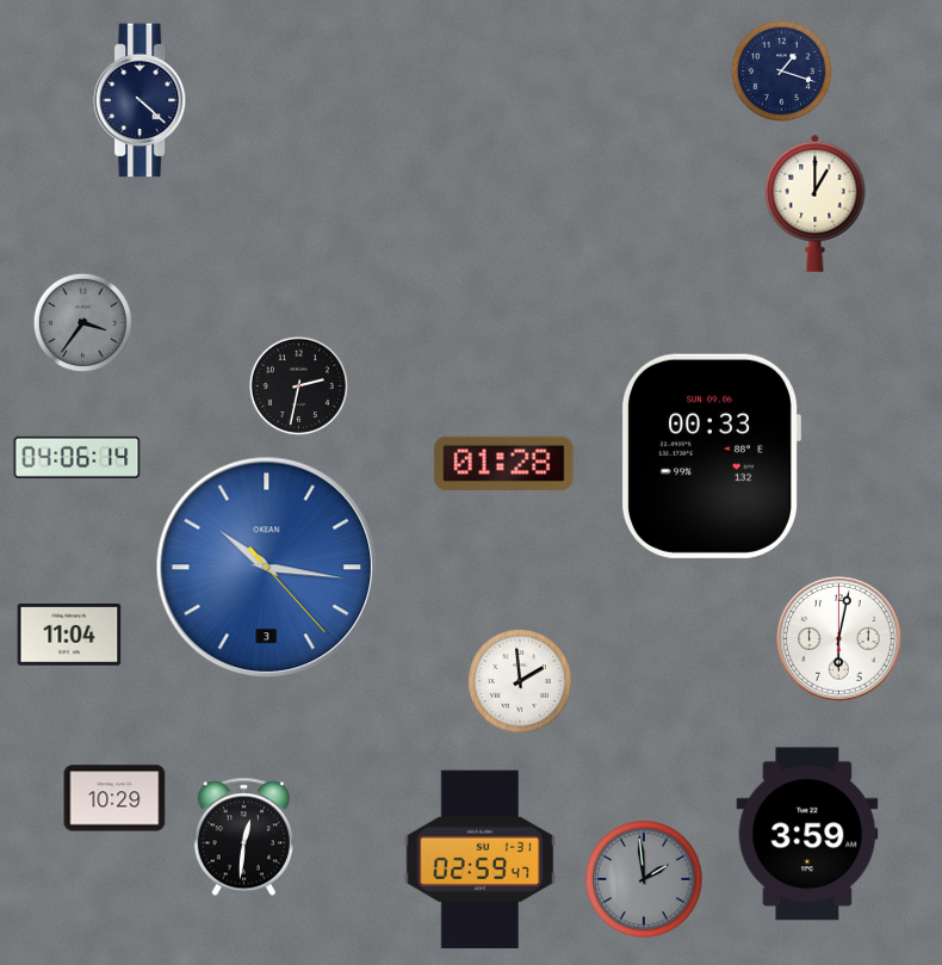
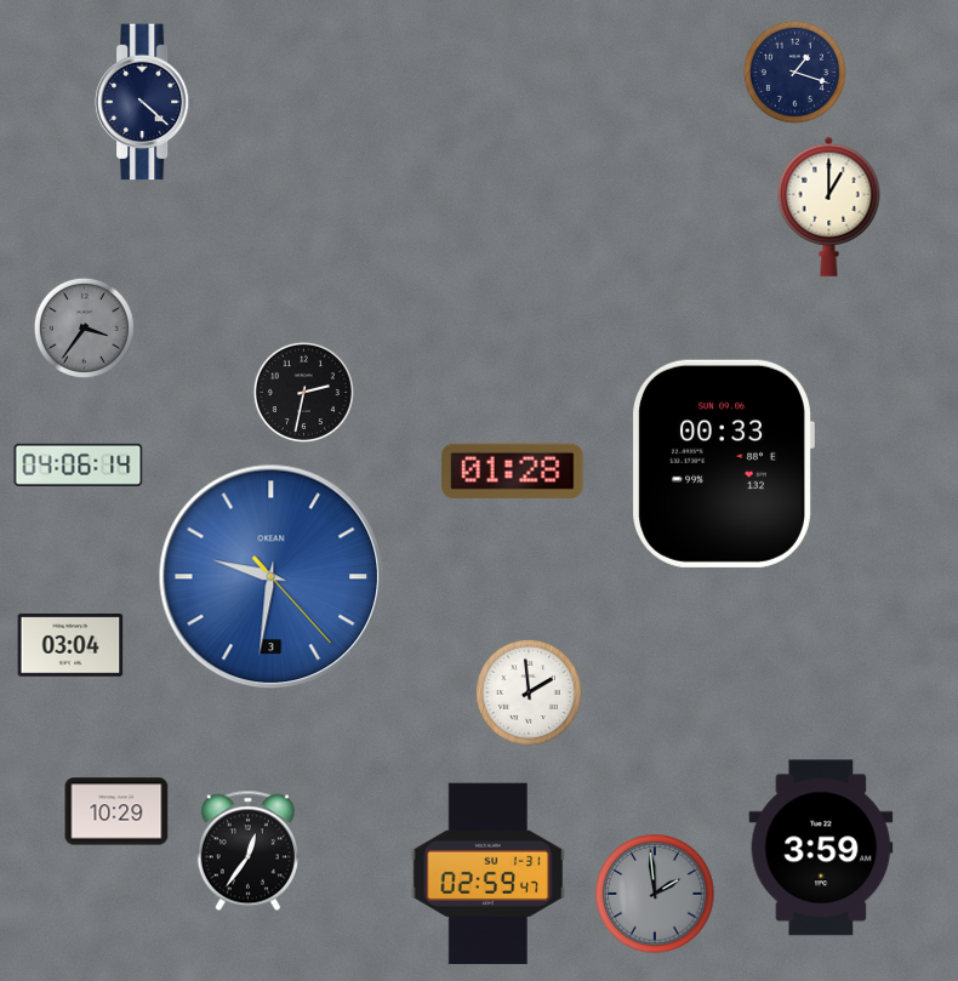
clock at (267, 568): 10:16 -> 9:31
clock at (69, 636): 11:04 -> 03:04
clock at (839, 639): 6:02 -> none
clock at (243, 837): 12:31 -> 12:36
